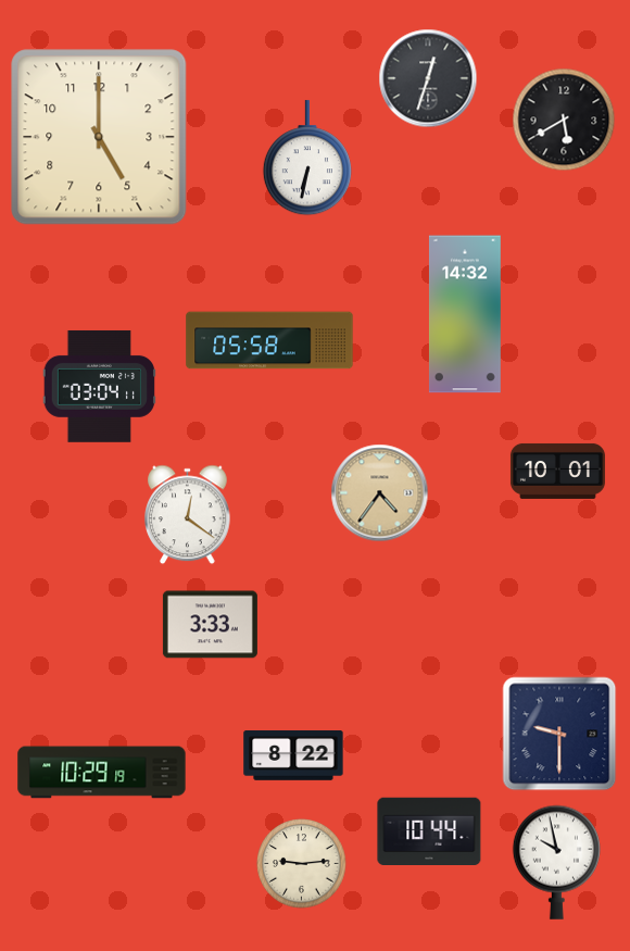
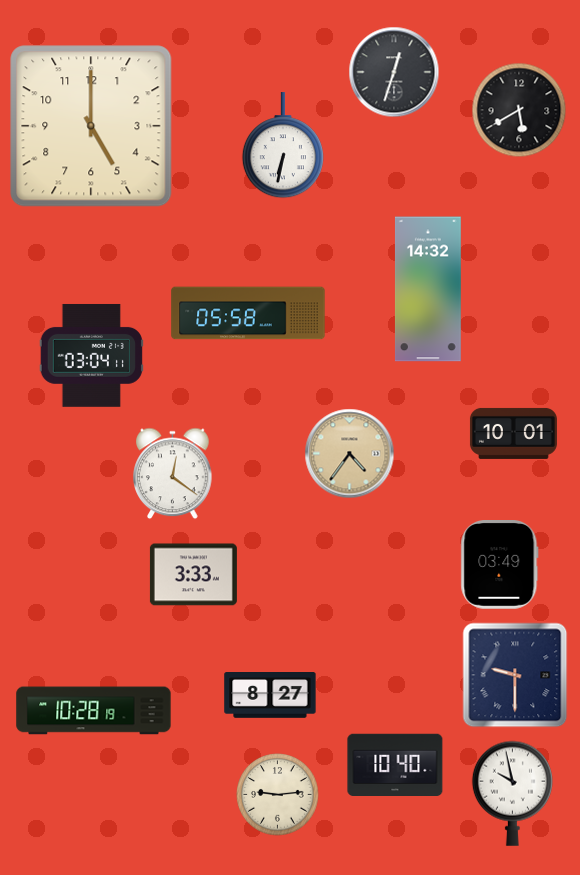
clock at (500, 565): none -> 03:49
clock at (293, 756): 8:22 -> 8:27
clock at (102, 773): 10:29 -> 10:28
clock at (429, 831): 10:44 -> 10:40
